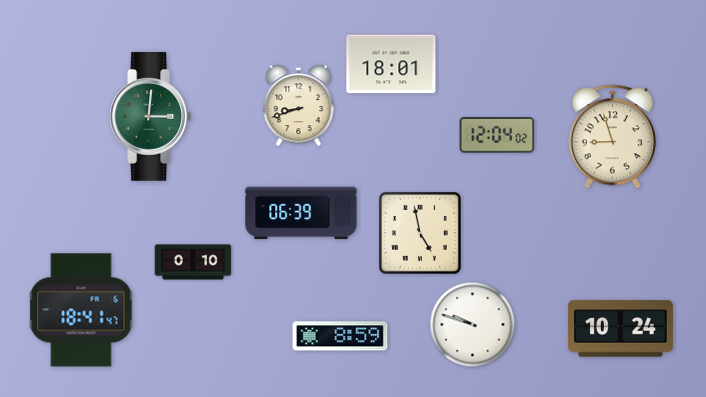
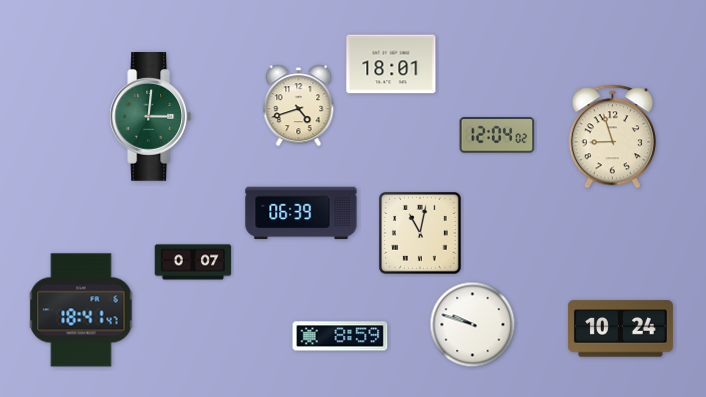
clock at (299, 106): 8:42 -> 4:42
clock at (421, 234): 4:58 -> 11:02
clock at (193, 262): 0:10 -> 0:07
